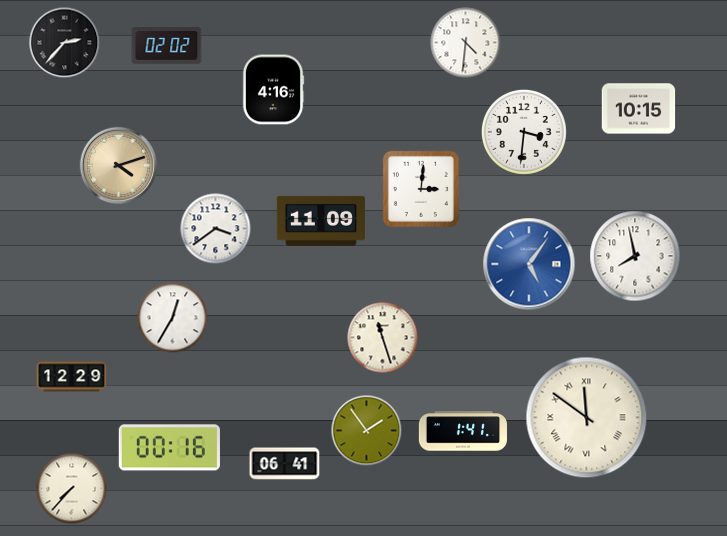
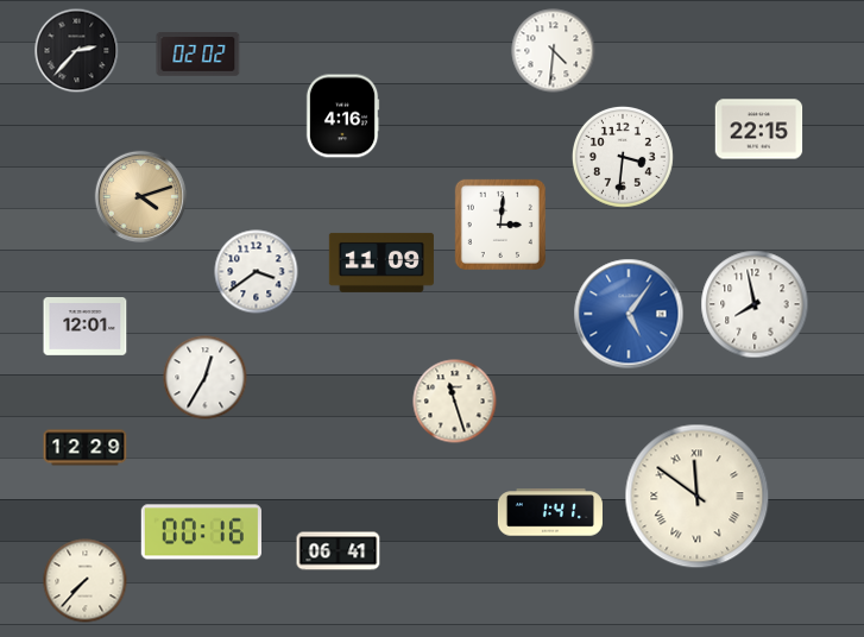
clock at (273, 90) position: (273, 90) -> (342, 116)
clock at (639, 109): 10:15 -> 22:15
clock at (86, 327): none -> 12:01
clock at (367, 431): 1:54 -> none
